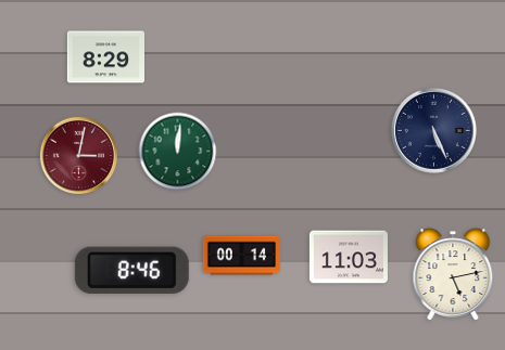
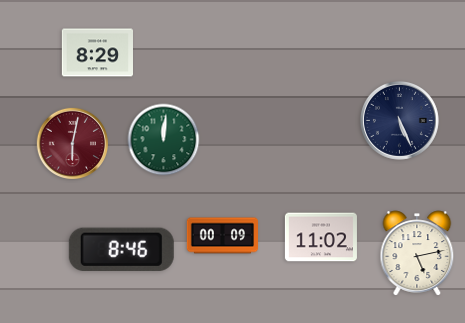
clock at (78, 155): 3:02 -> 6:02
clock at (241, 256): 00:14 -> 00:09
clock at (349, 257): 11:03 -> 11:02
